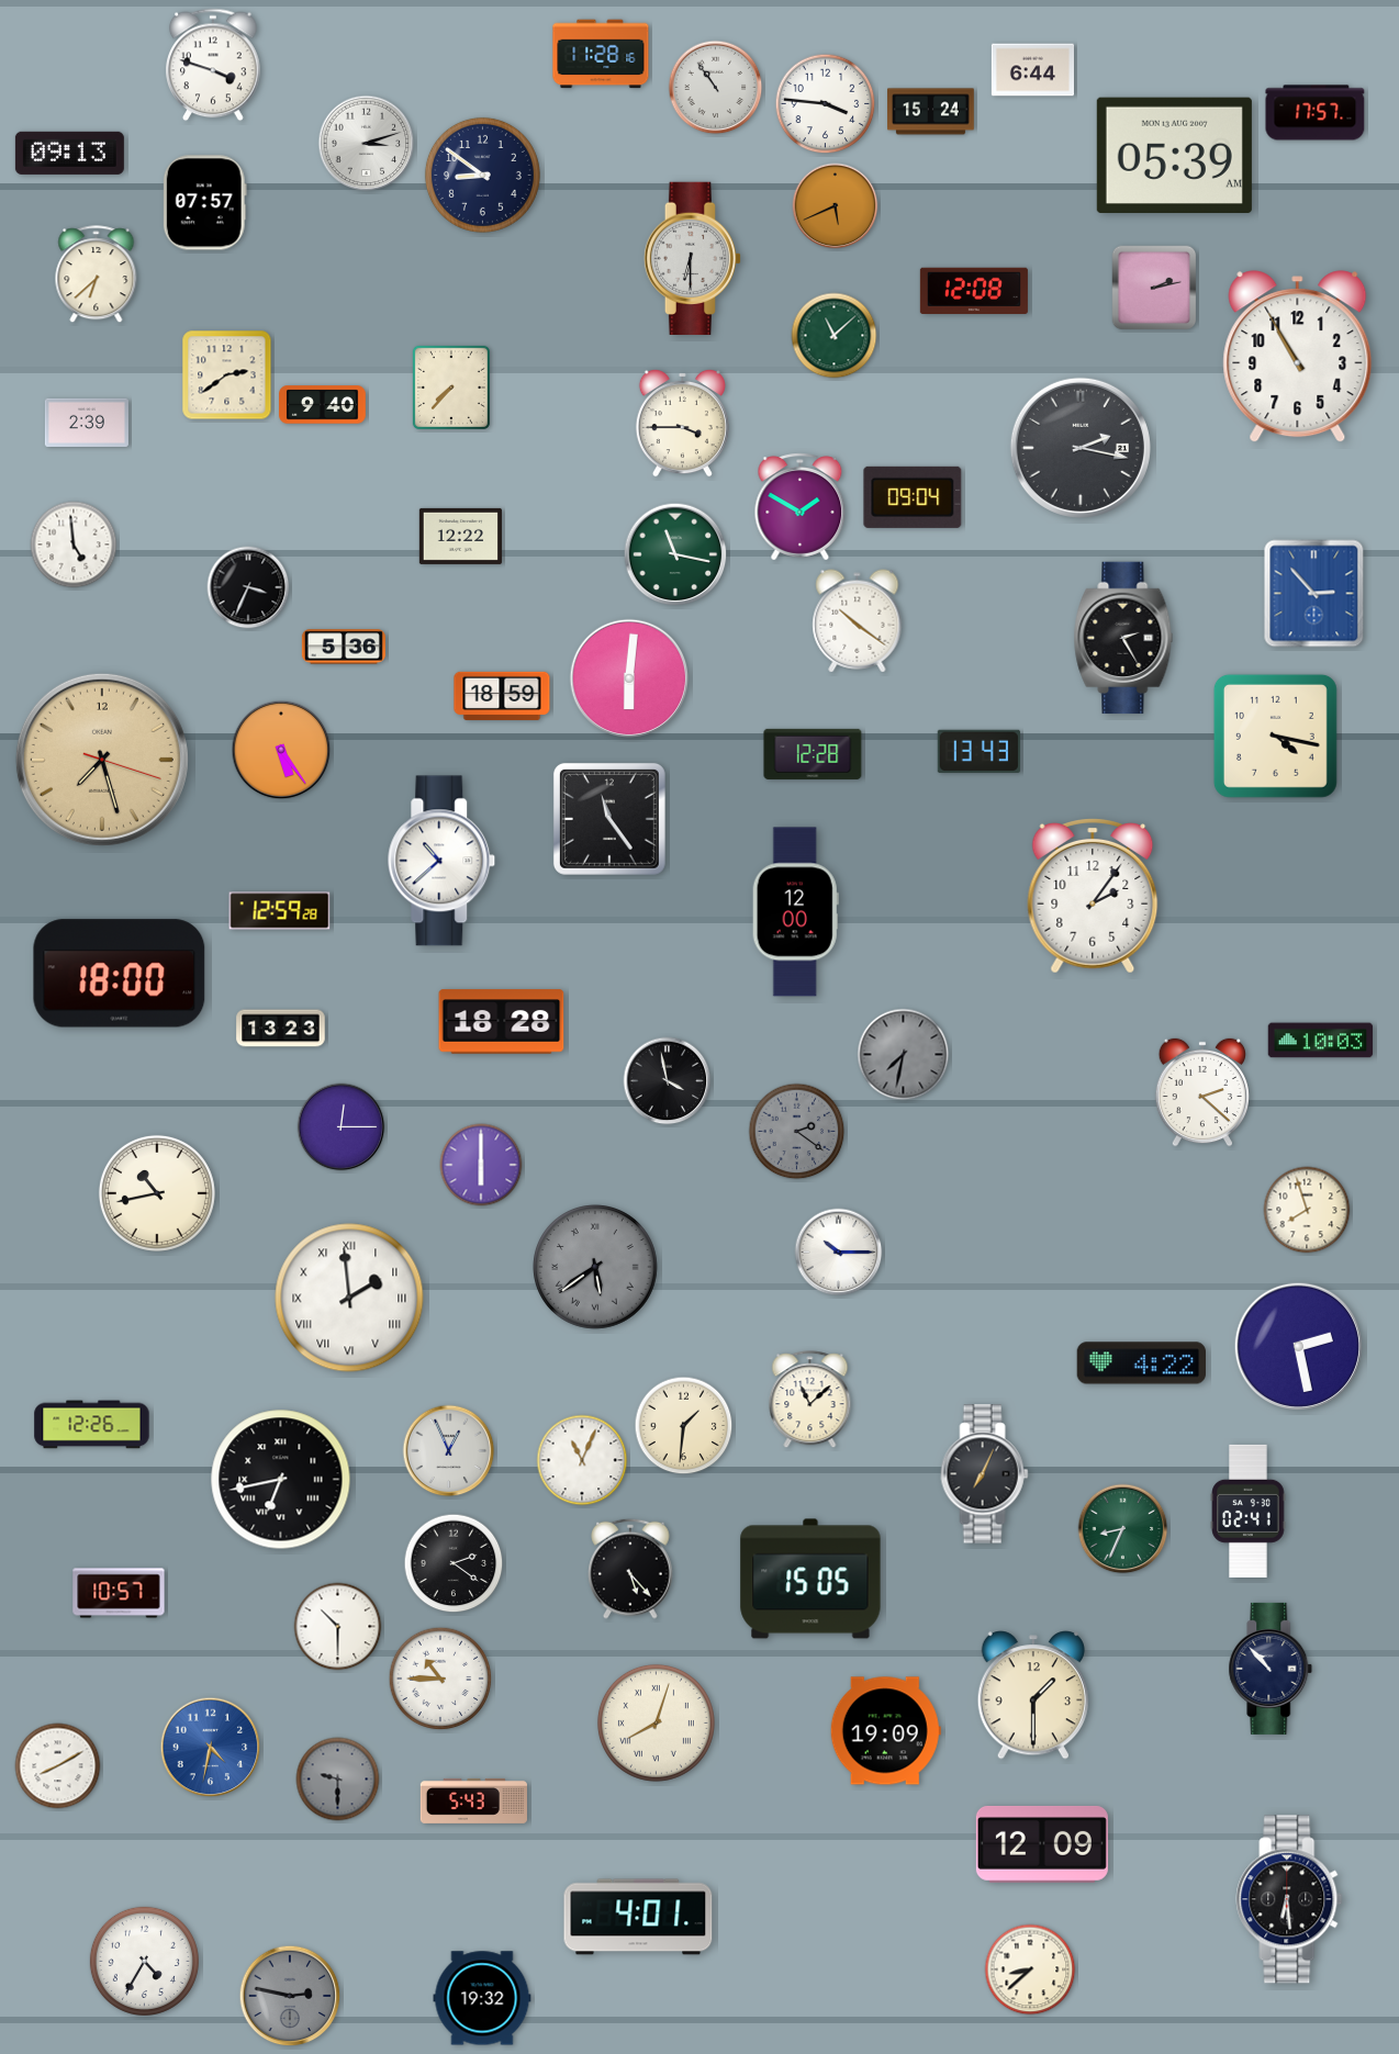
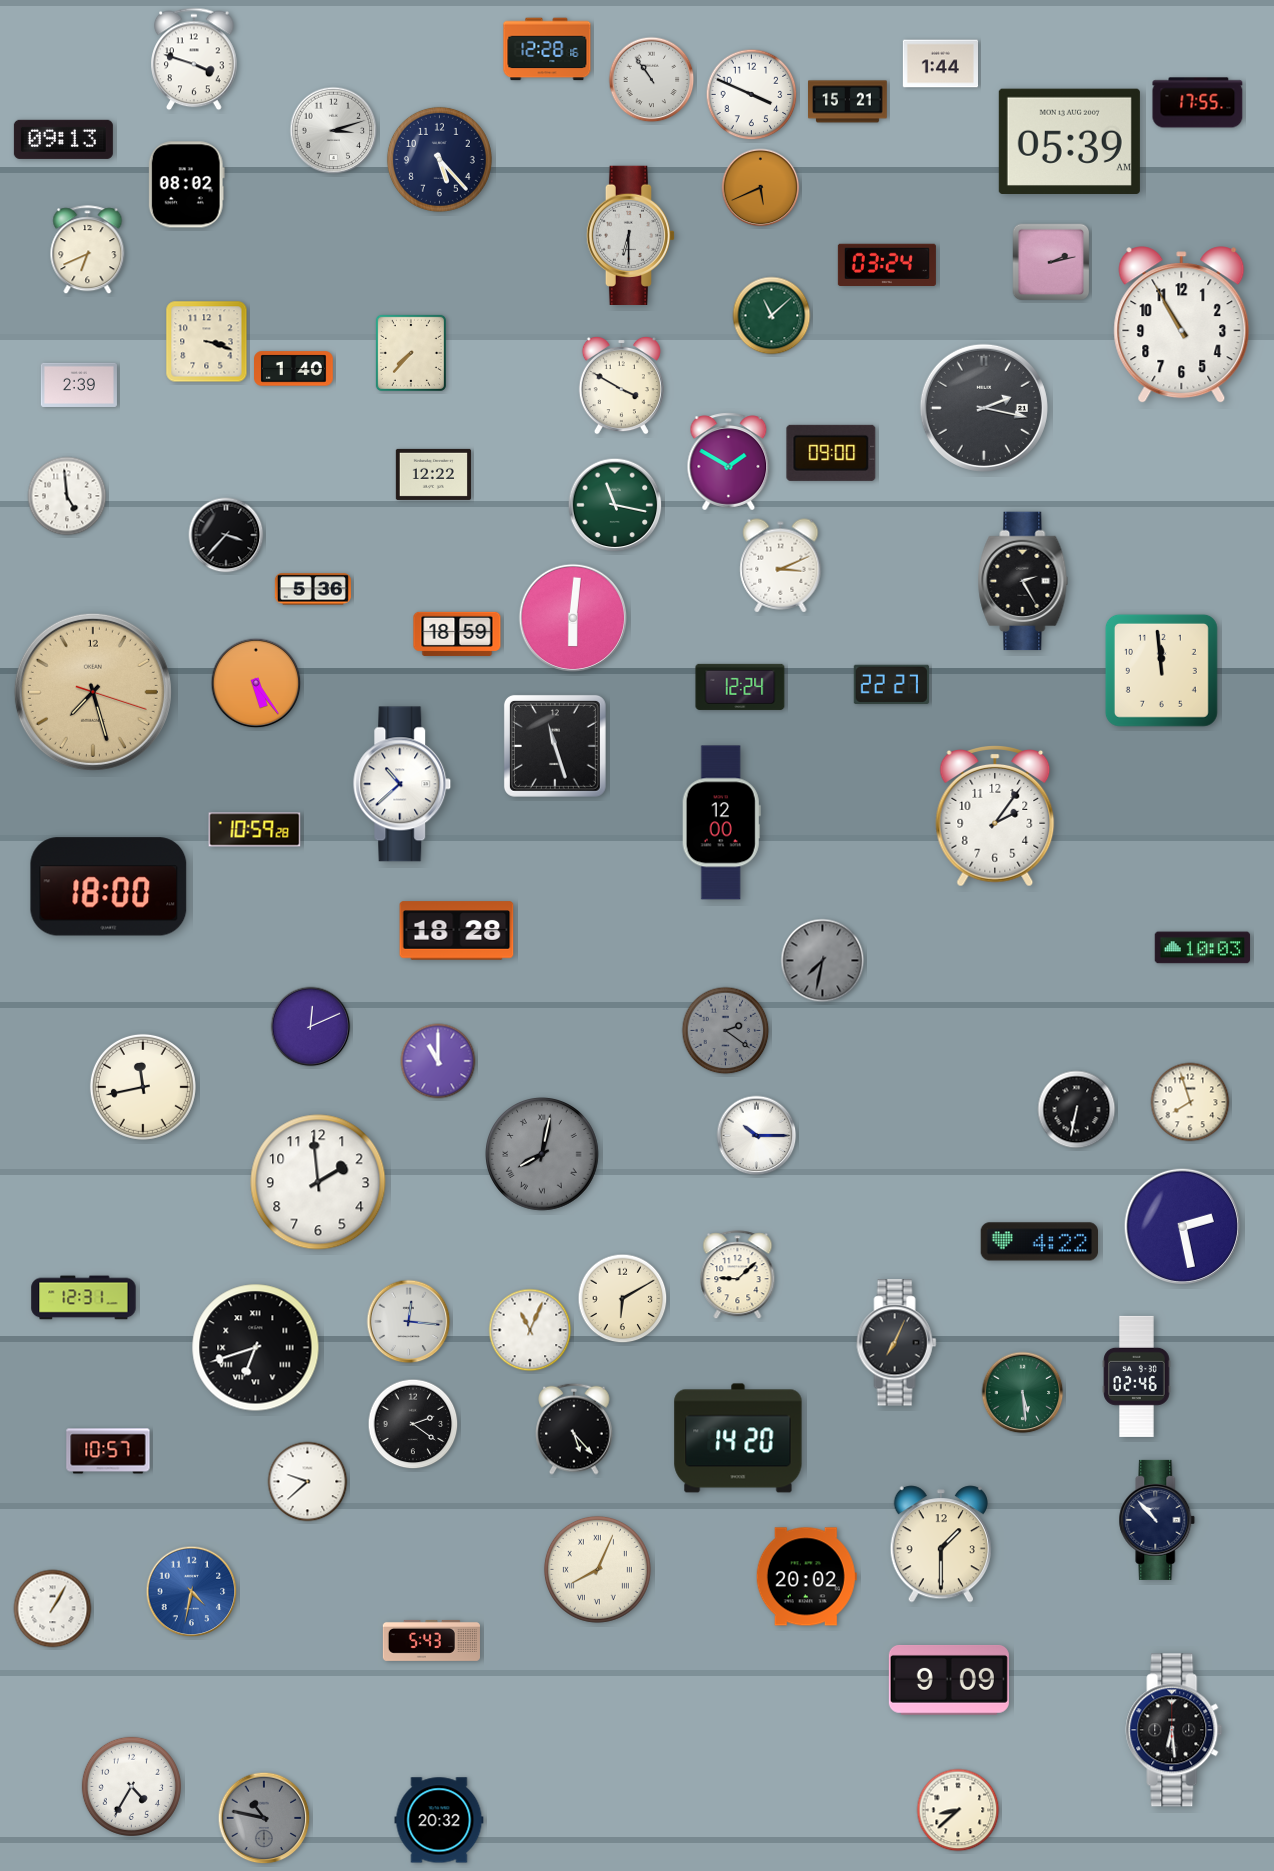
clock at (601, 54): 11:28 -> 12:28
clock at (1032, 70): 6:44 -> 1:44
clock at (826, 104): 3:46 -> 3:49
clock at (931, 112): 15:24 -> 15:21
clock at (1316, 113): 17:57 -> 17:55
clock at (482, 175): 8:51 -> 5:23
clock at (204, 203): 07:57 -> 08:02
clock at (97, 274): 6:38 -> 6:41
clock at (974, 290): 12:08 -> 03:24
clock at (835, 336) position: (835, 336) -> (772, 316)
clock at (227, 375): 2:39 -> 3:18
clock at (323, 405): 9:40 -> 1:40
clock at (682, 423): 3:45 -> 3:50
clock at (913, 497): 09:04 -> 09:00
clock at (460, 536) position: (460, 536) -> (433, 474)
clock at (248, 587): 3:34 -> 3:37
clock at (1314, 594): 2:53 -> none
clock at (858, 621): 10:21 -> 3:11
clock at (1275, 736): 4:17 -> 11:59
clock at (978, 751): 13:43 -> 22:27
clock at (813, 754): 12:28 -> 12:24
clock at (609, 819): 11:24 -> 11:27
clock at (280, 911): 12:59 -> 10:59
clock at (795, 912) position: (795, 912) -> (721, 823)
clock at (281, 1029): 13:23 -> none
clock at (668, 1081): 3:58 -> none
clock at (1201, 1092): 2:22 -> none
clock at (342, 1127): 12:15 -> 12:11
clock at (481, 1165): 6:00 -> 11:00
clock at (157, 1193): 10:43 -> 11:43
clock at (1077, 1110): none -> 6:32
clock at (839, 1253) position: (839, 1253) -> (757, 1136)
clock at (596, 1268): 5:39 -> 8:02
clock at (349, 1298) numerals: Roman -> Arabic
clock at (810, 1400): 11:08 -> 9:08
clock at (92, 1425): 12:26 -> 12:31
clock at (684, 1426): 1:31 -> 6:10
clock at (449, 1451): 12:56 -> 12:16
clock at (281, 1480): 6:43 -> 6:42
clock at (1249, 1511): 02:41 -> 02:46
clock at (1123, 1529): 8:34 -> 5:29
clock at (810, 1579): 15:05 -> 14:20
clock at (338, 1627): 10:30 -> 9:38
clock at (440, 1679): 10:45 -> none
clock at (656, 1722): 8:03 -> 8:04
clock at (885, 1731): 19:09 -> 20:02
clock at (58, 1766): 8:10 -> 1:05
clock at (338, 1780): 9:30 -> none
clock at (1042, 1844): 12:09 -> 9:09
clock at (638, 1917): 4:01 -> none
clock at (1030, 1969) position: (1030, 1969) -> (958, 1810)
clock at (290, 1996): 2:47 -> 10:47
clock at (482, 1998): 19:32 -> 20:32
